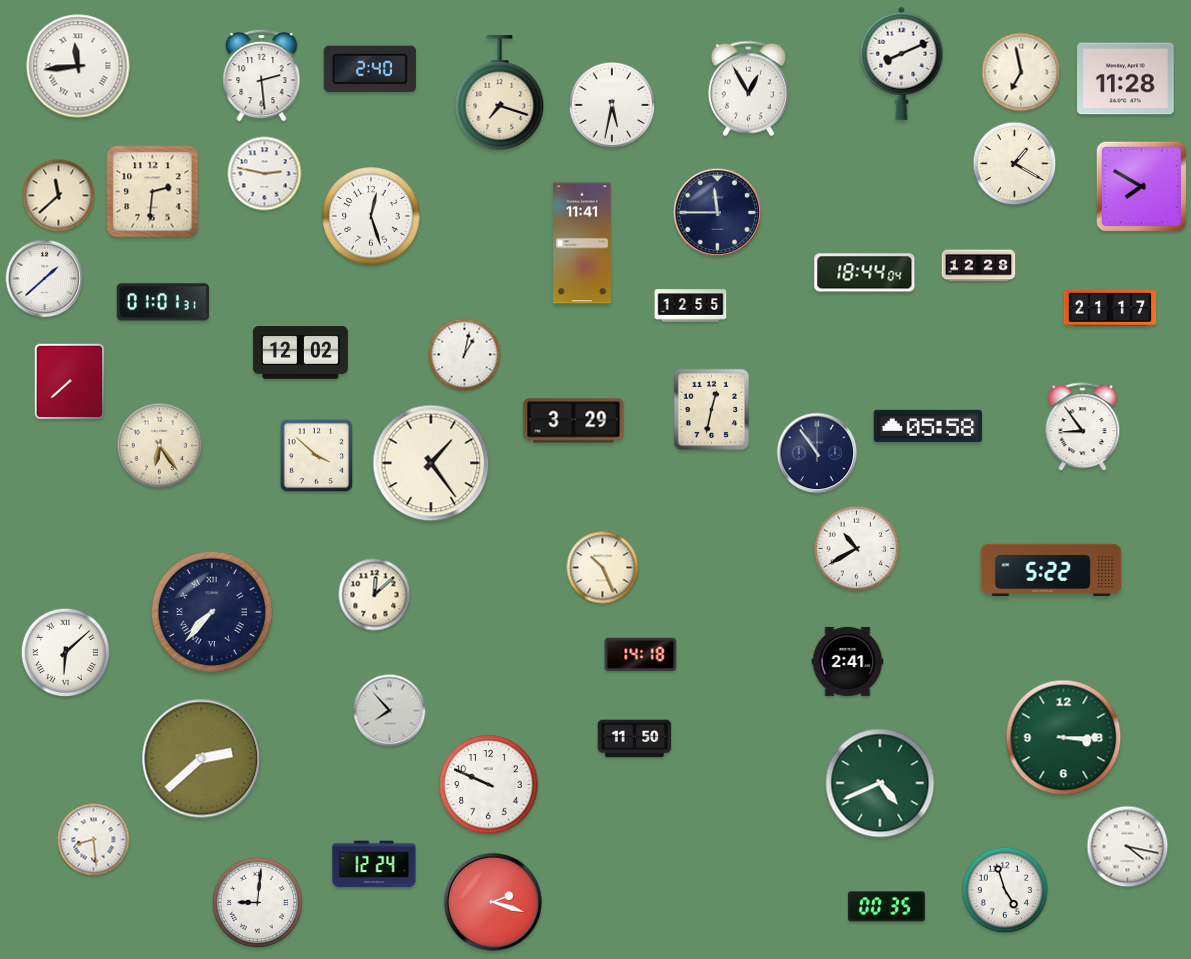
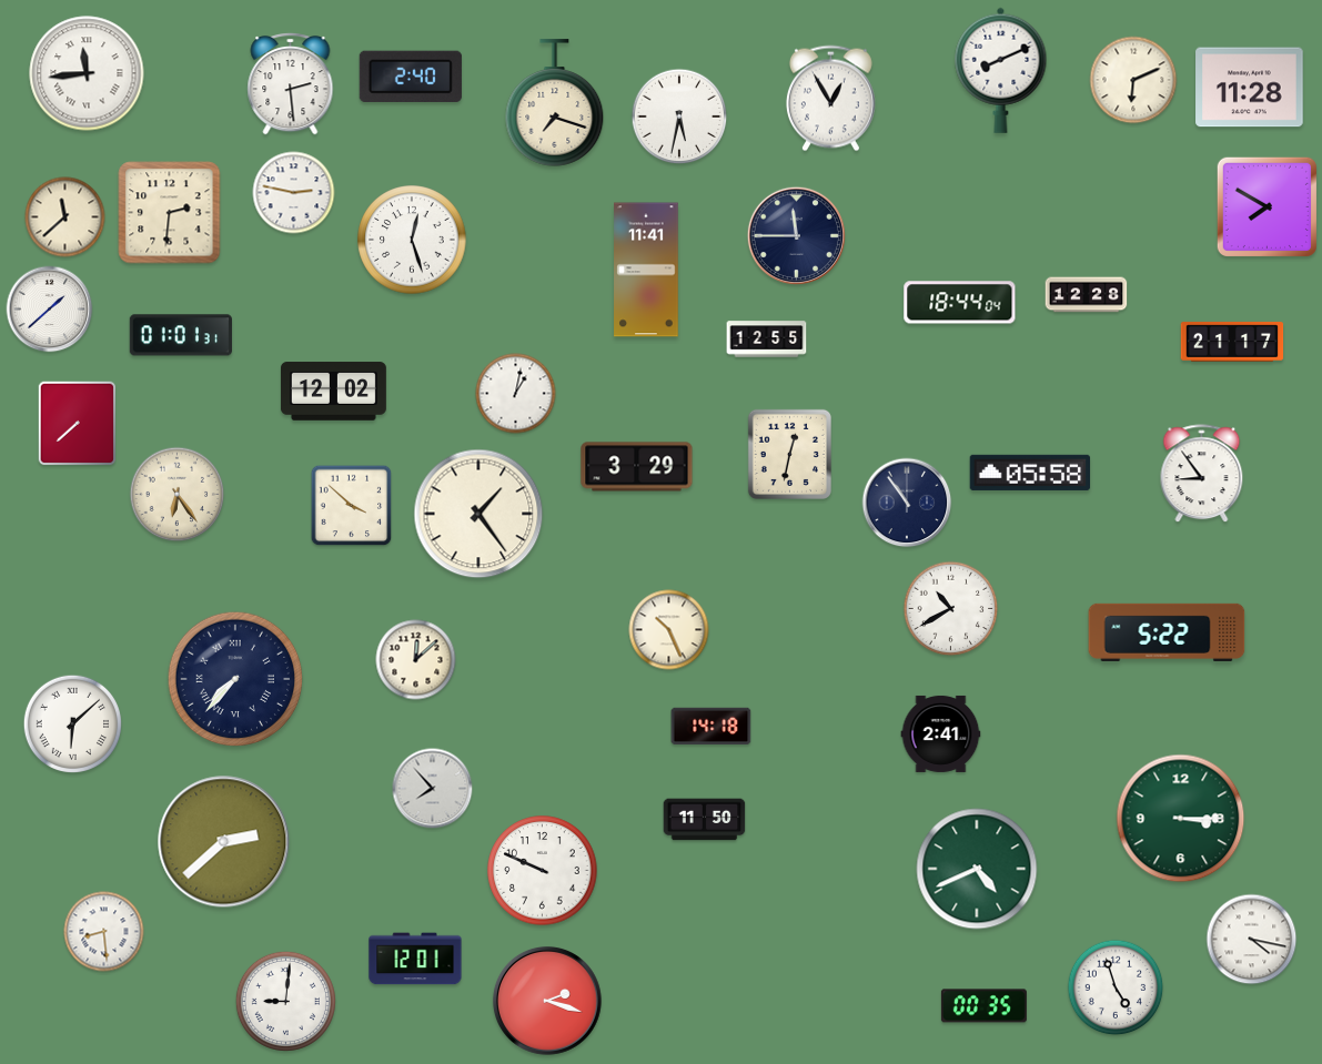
clock at (1021, 72): 6:58 -> 6:11
clock at (1015, 164): 1:20 -> none
clock at (374, 864): 12:24 -> 12:01
